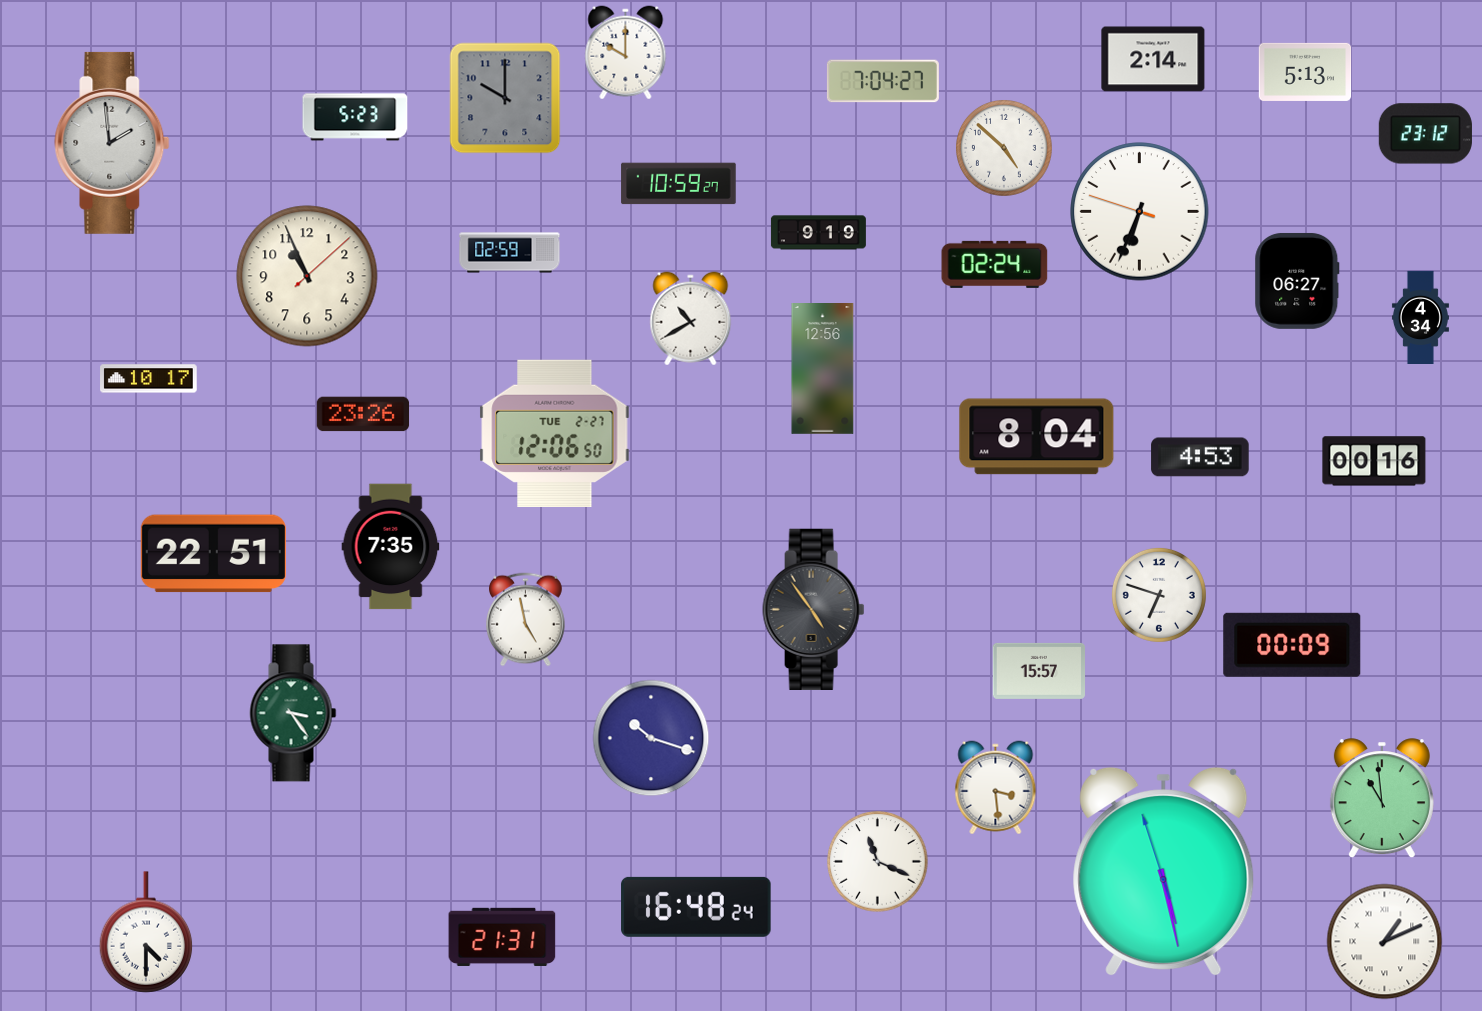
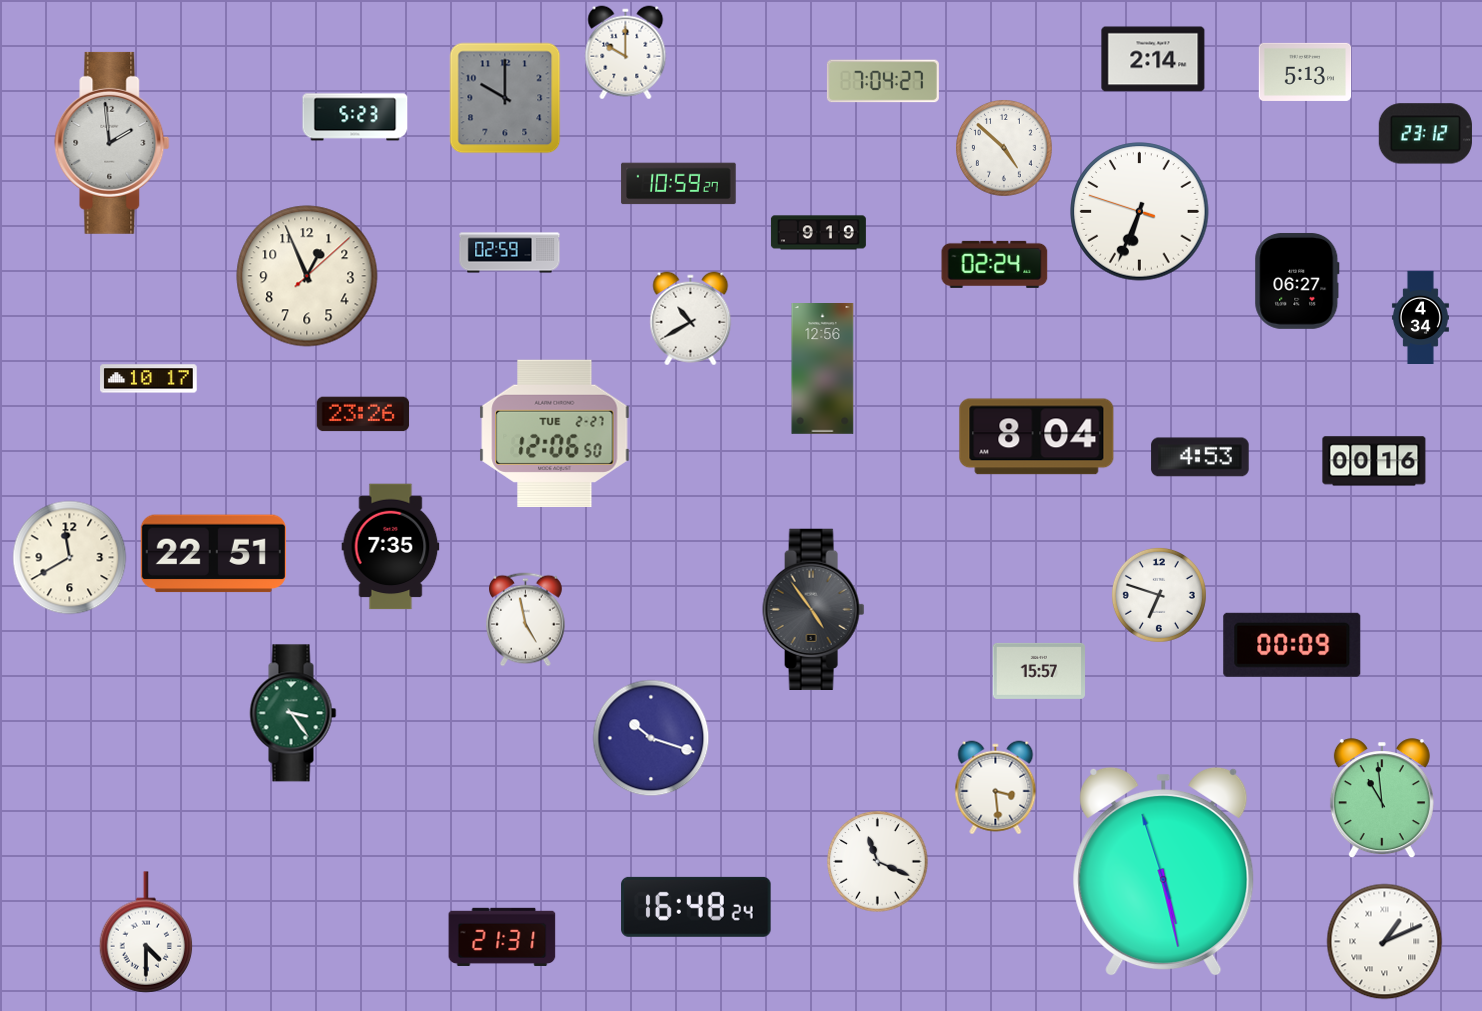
clock at (307, 276): 10:56 -> 12:56
clock at (70, 558): none -> 11:40
